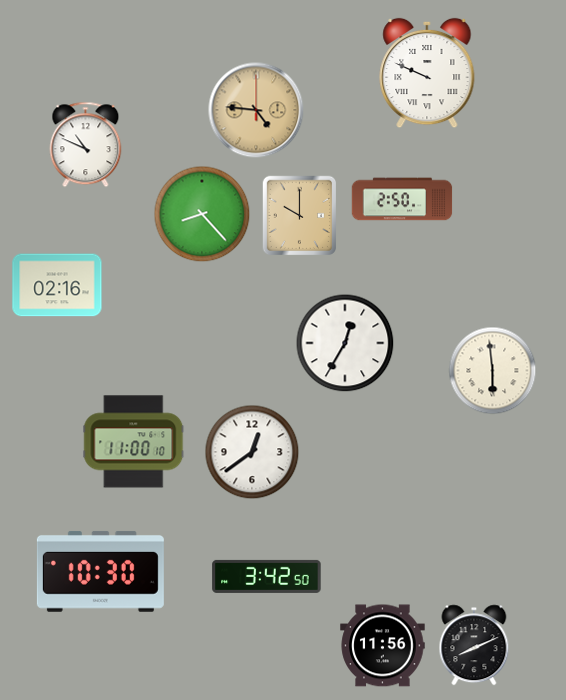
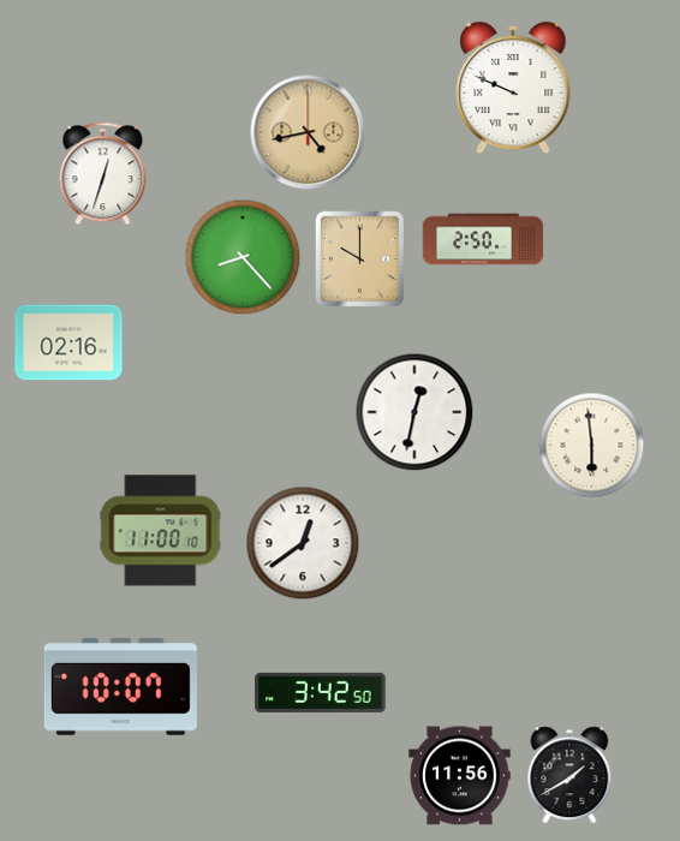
clock at (256, 110): 4:46 -> 4:43
clock at (86, 145): 10:49 -> 12:33
clock at (345, 343): 12:35 -> 12:32
clock at (100, 571): 10:30 -> 10:07
clock at (474, 645): 8:11 -> 1:40
